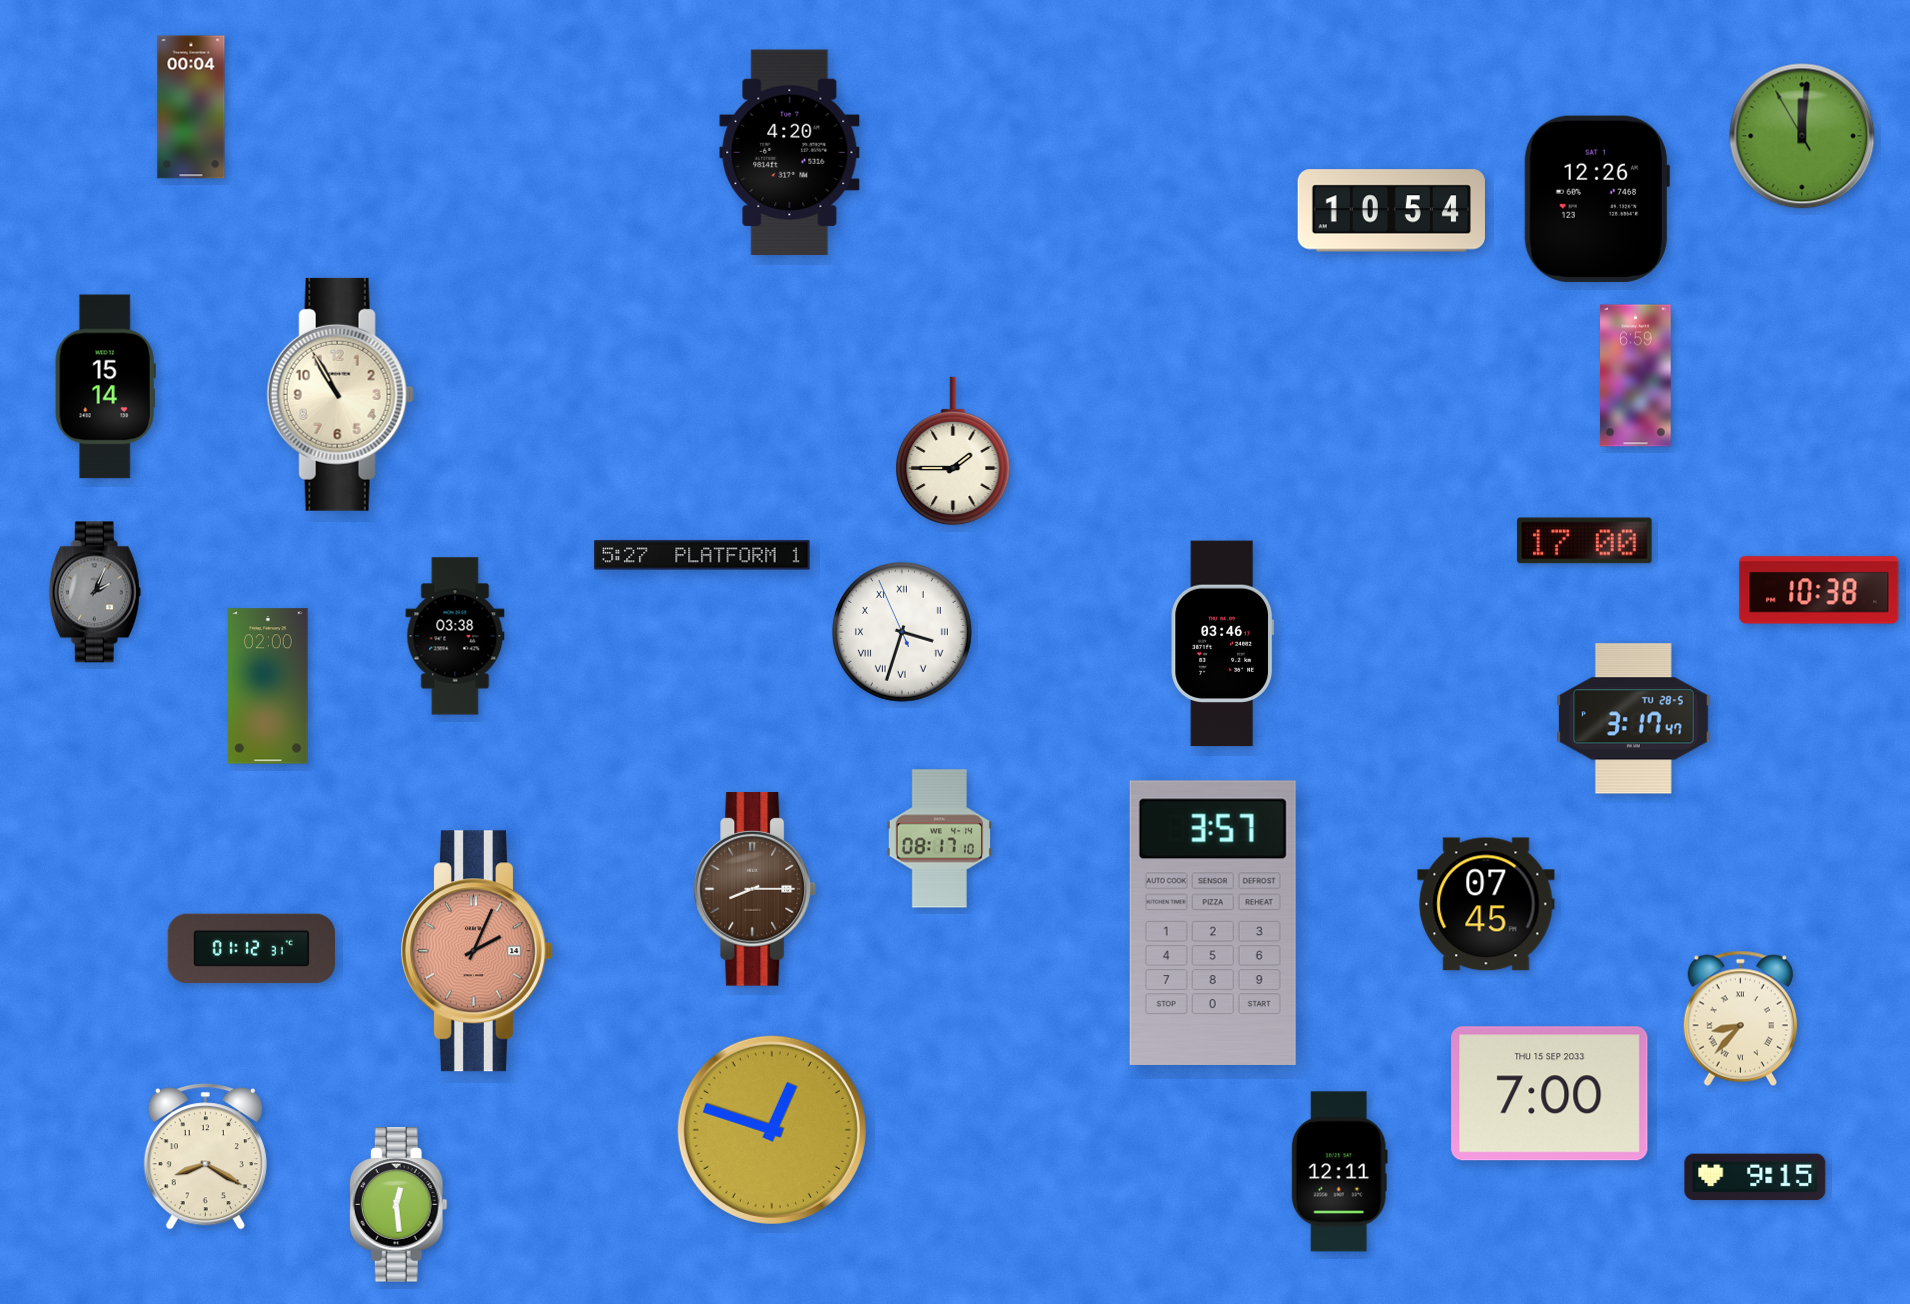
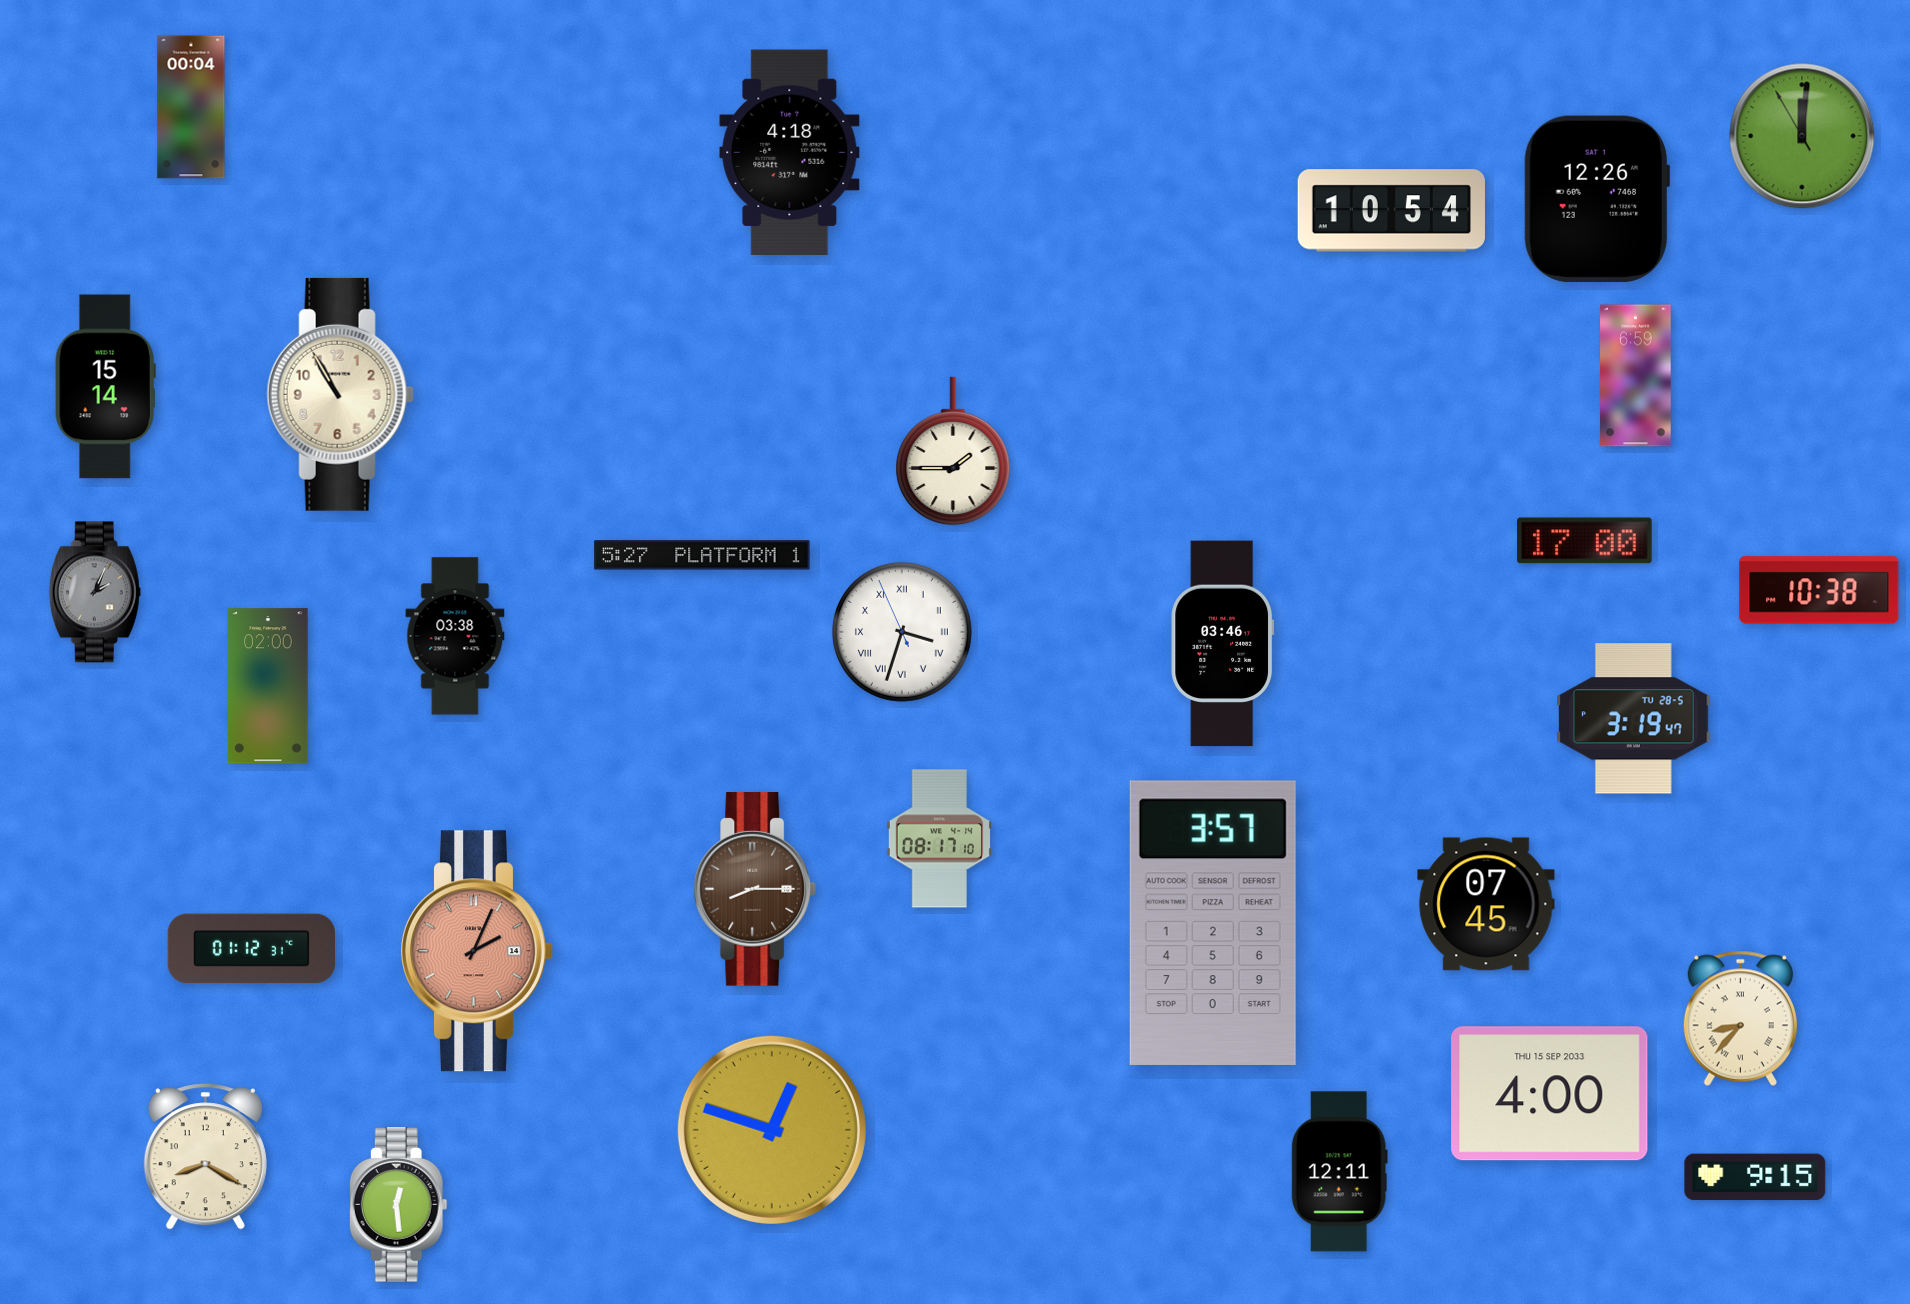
clock at (790, 153): 4:20 -> 4:18
clock at (1634, 719): 3:17 -> 3:19
clock at (1550, 1094): 7:00 -> 4:00
